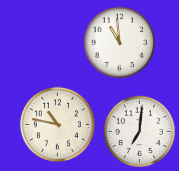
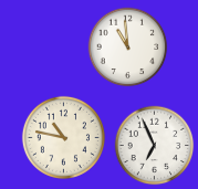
clock at (120, 43) position: (120, 43) -> (128, 48)
clock at (140, 132): 7:01 -> 6:56
